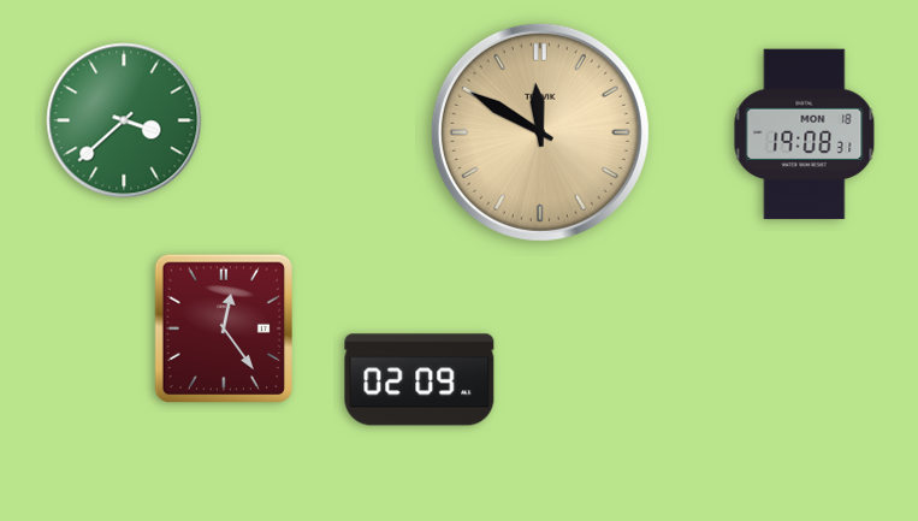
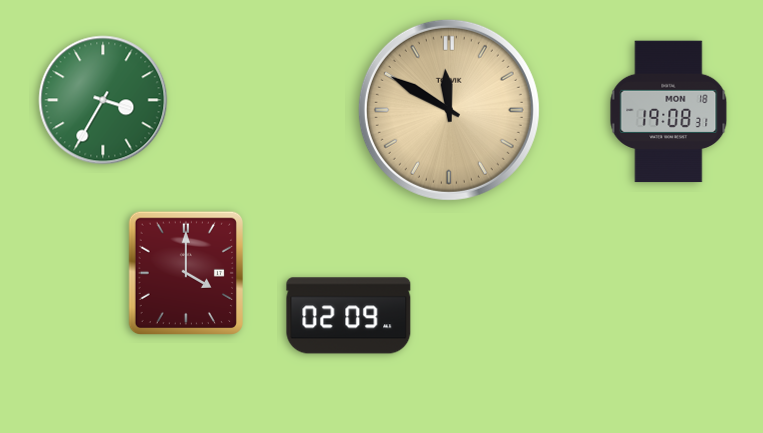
clock at (124, 120): 3:38 -> 3:35
clock at (223, 327): 12:24 -> 4:00
